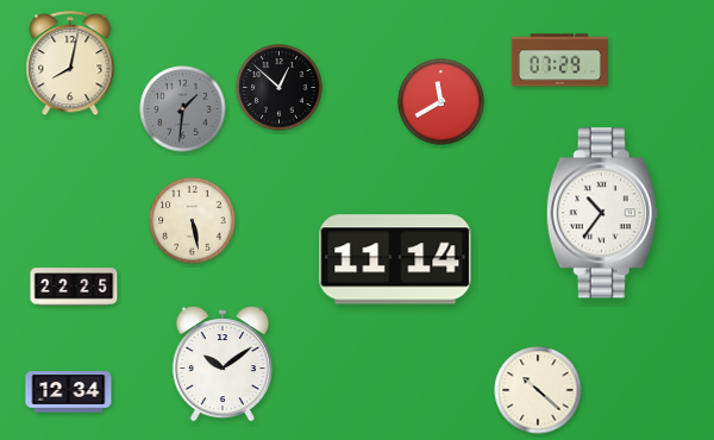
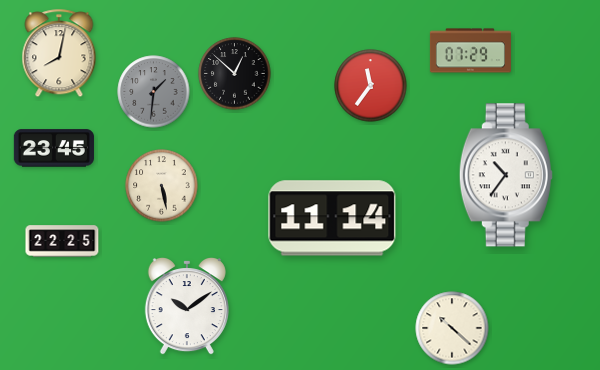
clock at (441, 102): 11:40 -> 11:36
clock at (54, 148): none -> 23:45
clock at (602, 213) position: (602, 213) -> (506, 175)
clock at (69, 392): 12:34 -> none
